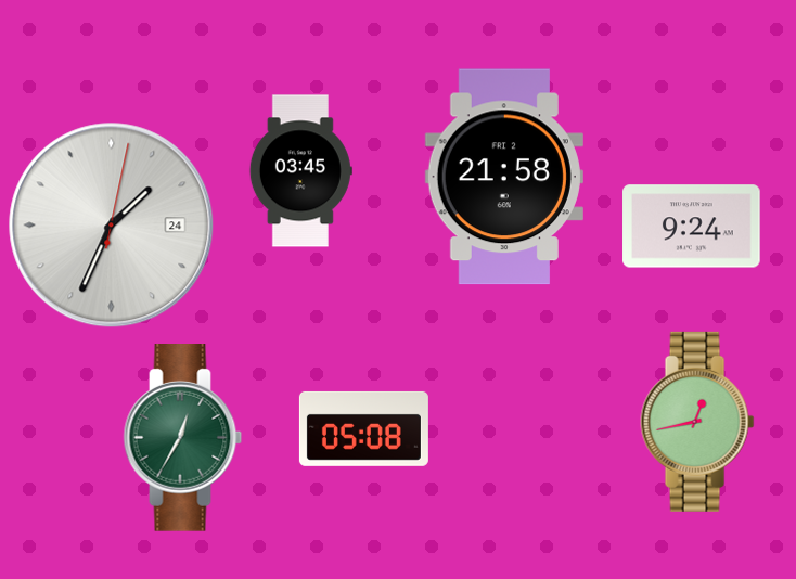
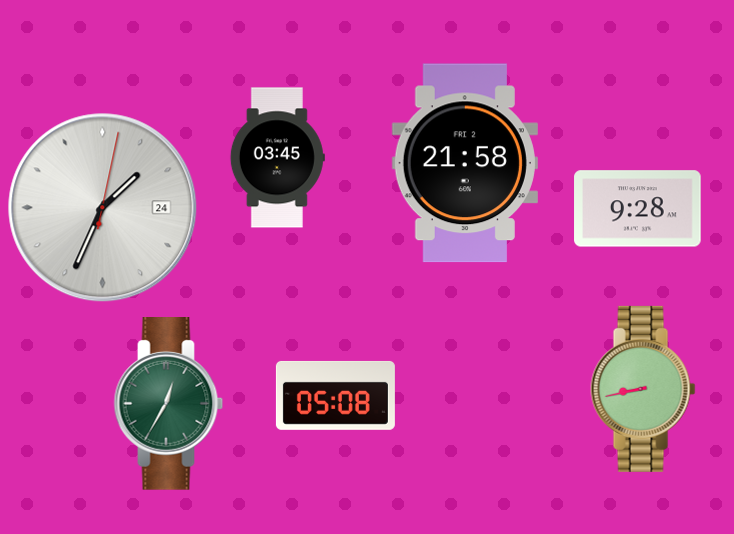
clock at (692, 227): 9:24 -> 9:28
clock at (697, 422): 12:43 -> 8:43
